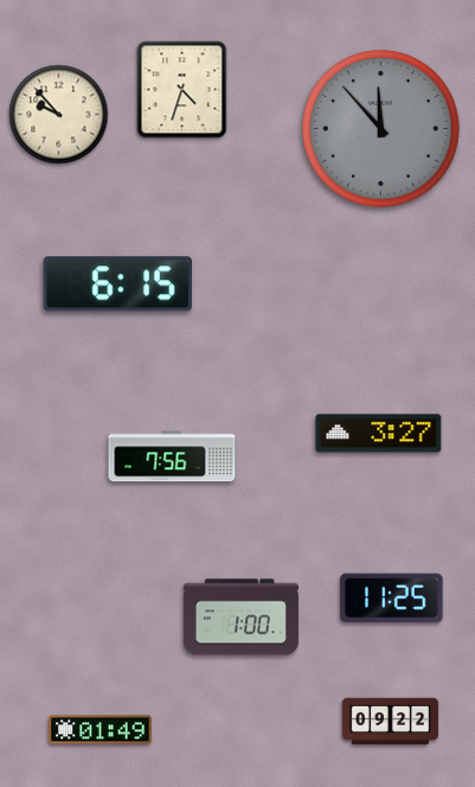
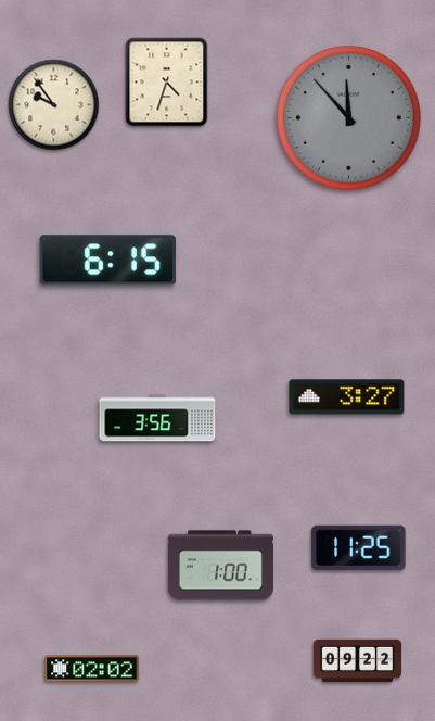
clock at (59, 115): 9:53 -> 9:54
clock at (172, 456): 7:56 -> 3:56
clock at (101, 730): 01:49 -> 02:02
